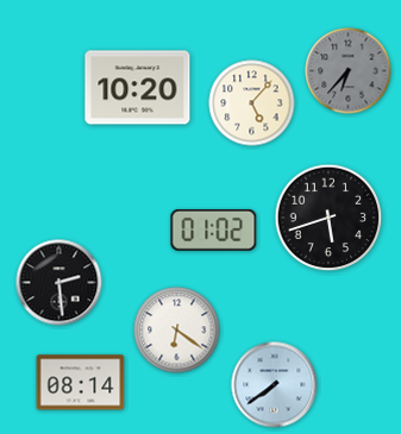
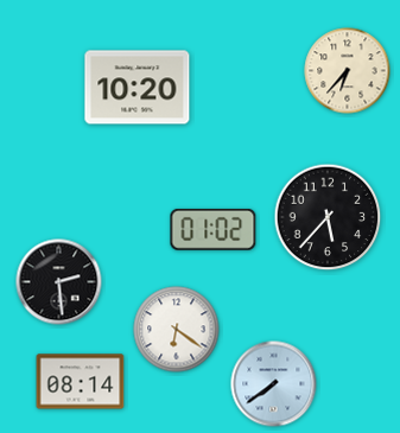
clock at (349, 71) dial: grey -> cream
clock at (252, 103): 5:07 -> none
clock at (328, 218): 5:42 -> 5:37
